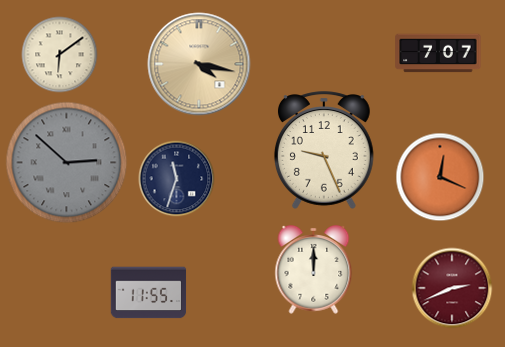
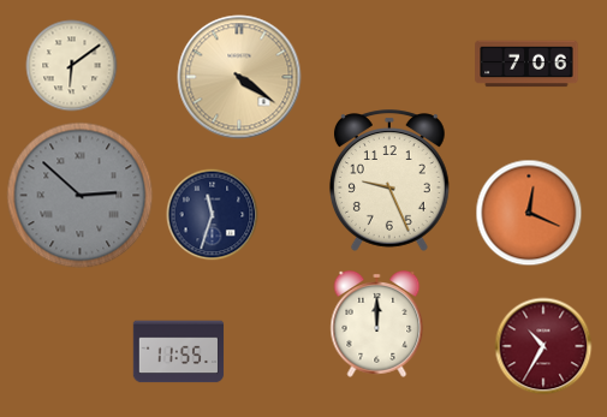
clock at (438, 53): 7:07 -> 7:06
clock at (199, 64): 4:17 -> 4:21
clock at (452, 288): 2:41 -> 10:35
